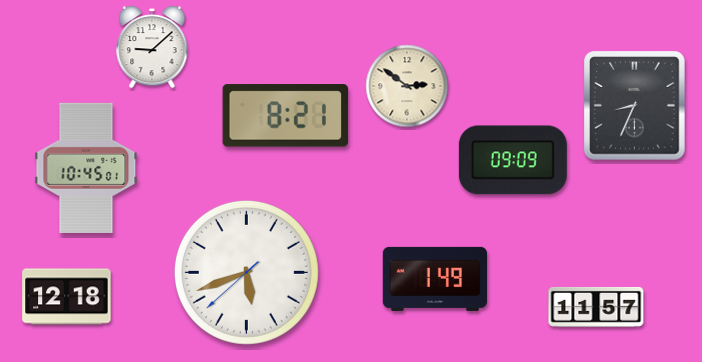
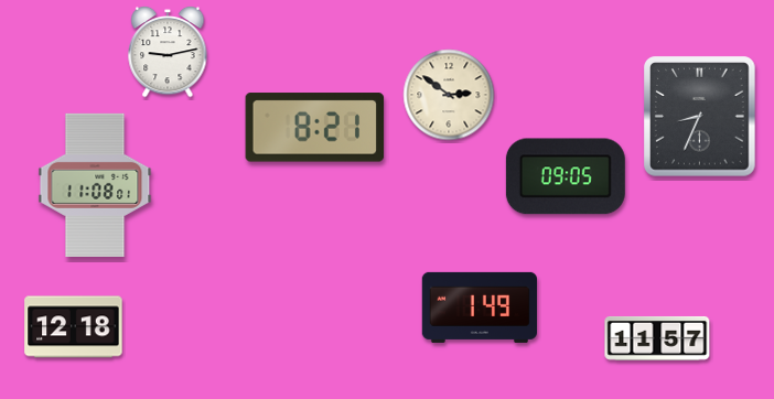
clock at (152, 47): 9:08 -> 9:13
clock at (513, 160): 09:09 -> 09:05
clock at (86, 168): 10:45 -> 11:08
clock at (246, 272): 5:41 -> none
